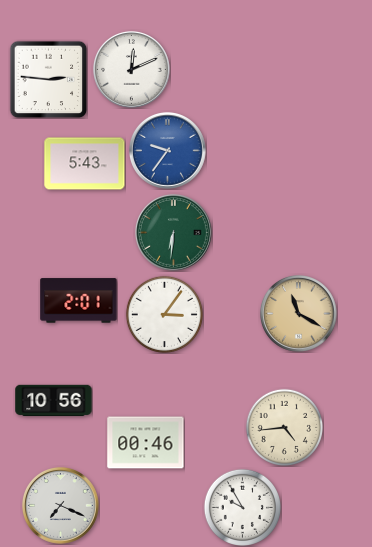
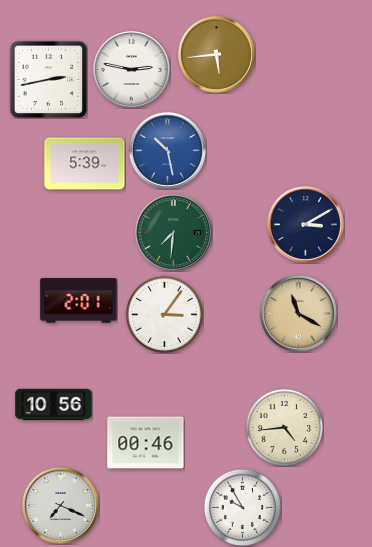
clock at (217, 55): none -> 5:44
clock at (132, 70): 12:11 -> 2:47
clock at (48, 79): 2:46 -> 2:43
clock at (168, 151): 9:36 -> 10:28
clock at (85, 164): 5:43 -> 5:39
clock at (306, 225): none -> 3:10
clock at (174, 233): 6:31 -> 7:31
clock at (54, 401) position: (54, 401) -> (54, 405)
